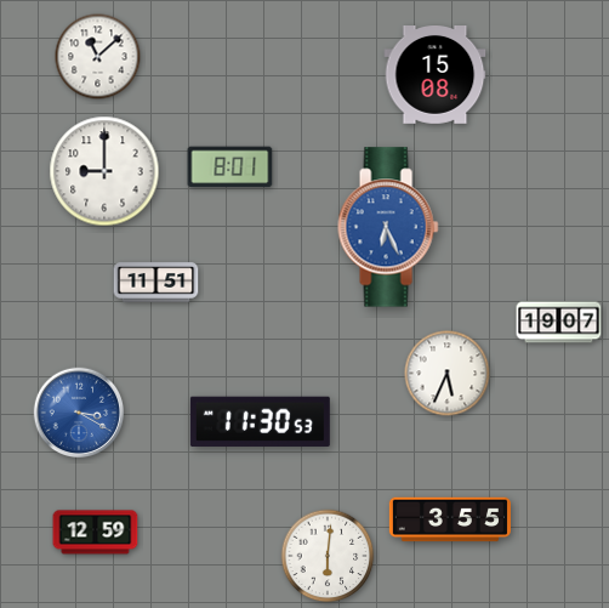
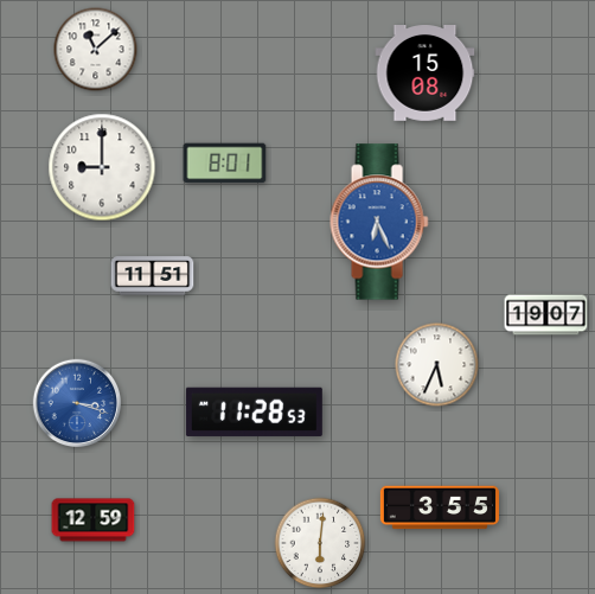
clock at (98, 57) position: (98, 57) -> (96, 50)
clock at (79, 413): 3:20 -> 3:18
clock at (260, 421): 11:30 -> 11:28
